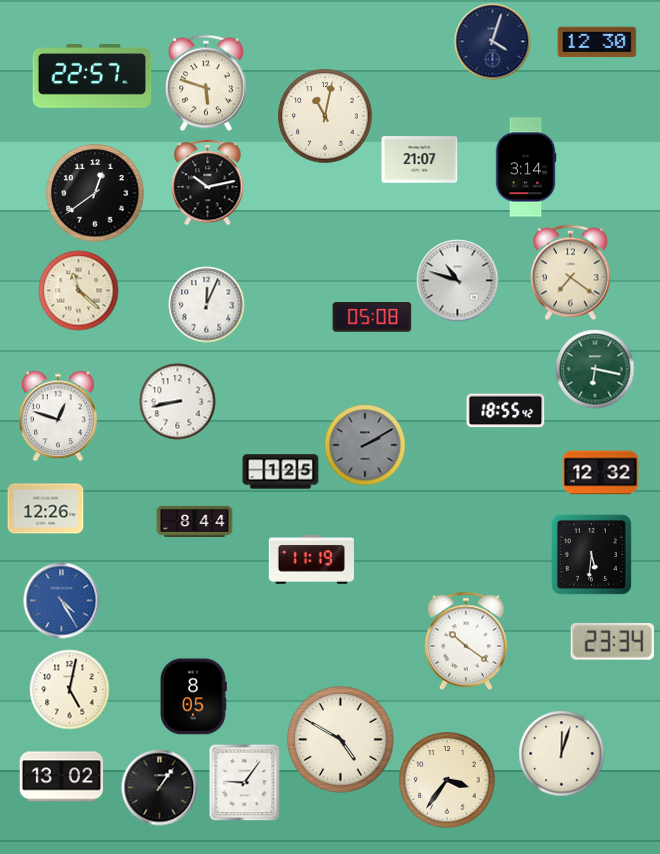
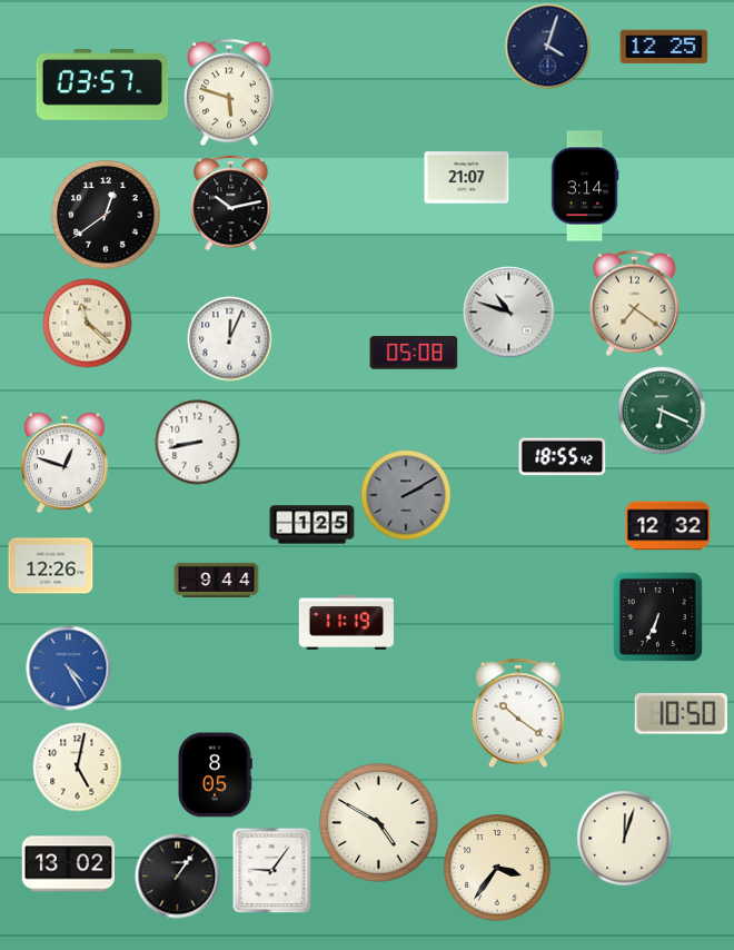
clock at (597, 42): 12:30 -> 12:25
clock at (92, 76): 22:57 -> 03:57
clock at (325, 116): 11:02 -> none
clock at (595, 369): 6:17 -> 6:19
clock at (178, 402) position: (178, 402) -> (198, 443)
clock at (195, 521): 8:44 -> 9:44
clock at (591, 554): 5:31 -> 6:34
clock at (612, 641): 23:34 -> 10:50
